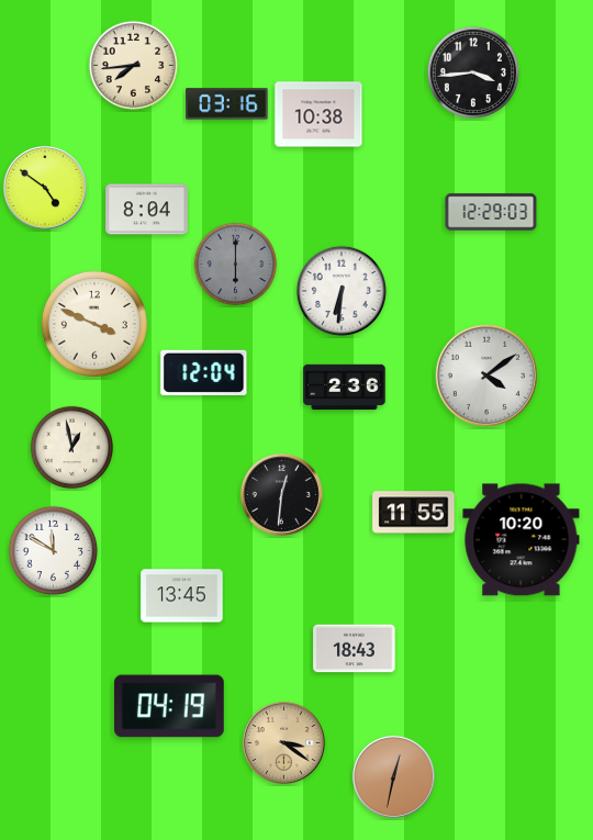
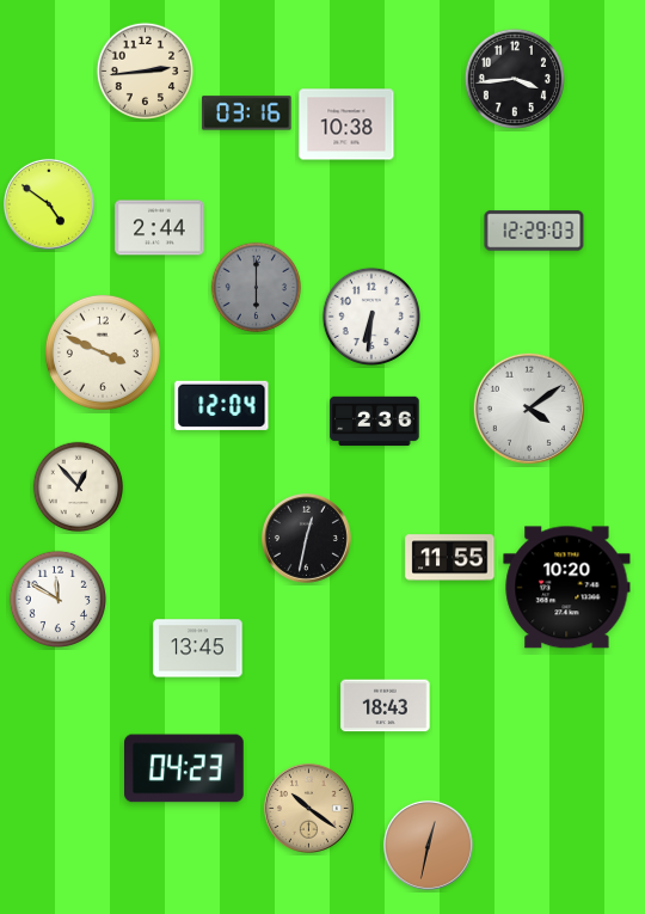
clock at (133, 65): 7:44 -> 2:44
clock at (147, 210): 8:04 -> 2:44
clock at (72, 448): 12:58 -> 12:53
clock at (281, 494): 12:31 -> 12:32
clock at (170, 706): 04:19 -> 04:23
clock at (283, 742): 3:21 -> 10:21
